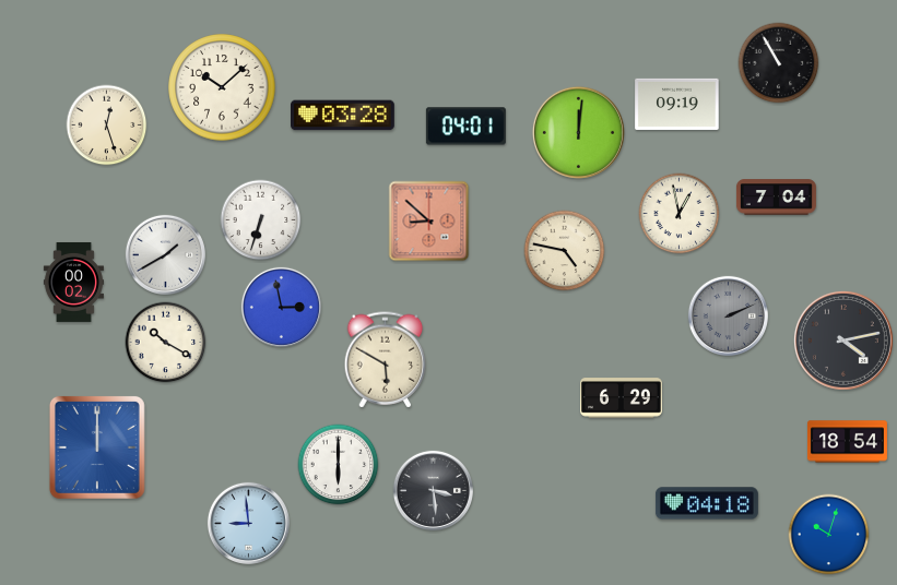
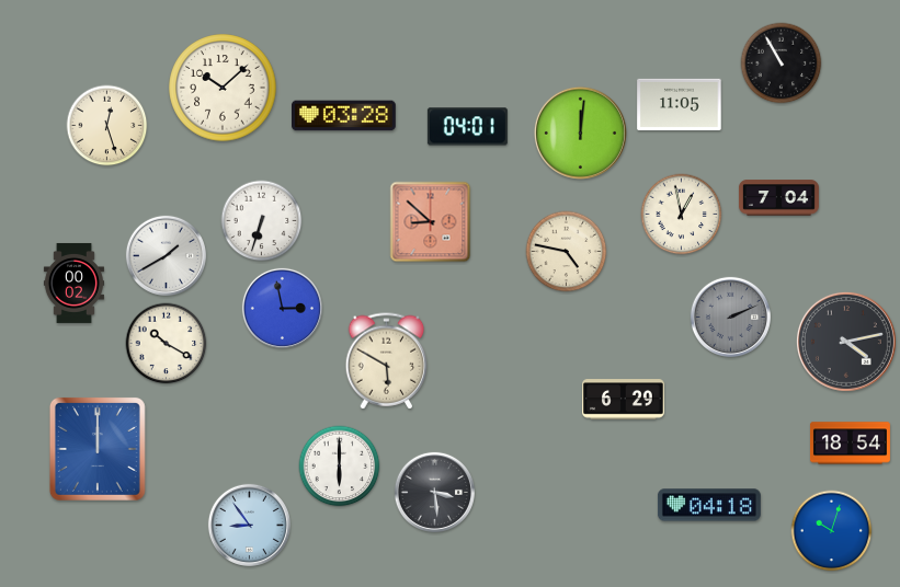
clock at (677, 104): 09:19 -> 11:05
clock at (248, 523): 8:59 -> 8:54
clock at (829, 535) position: (829, 535) -> (832, 531)
